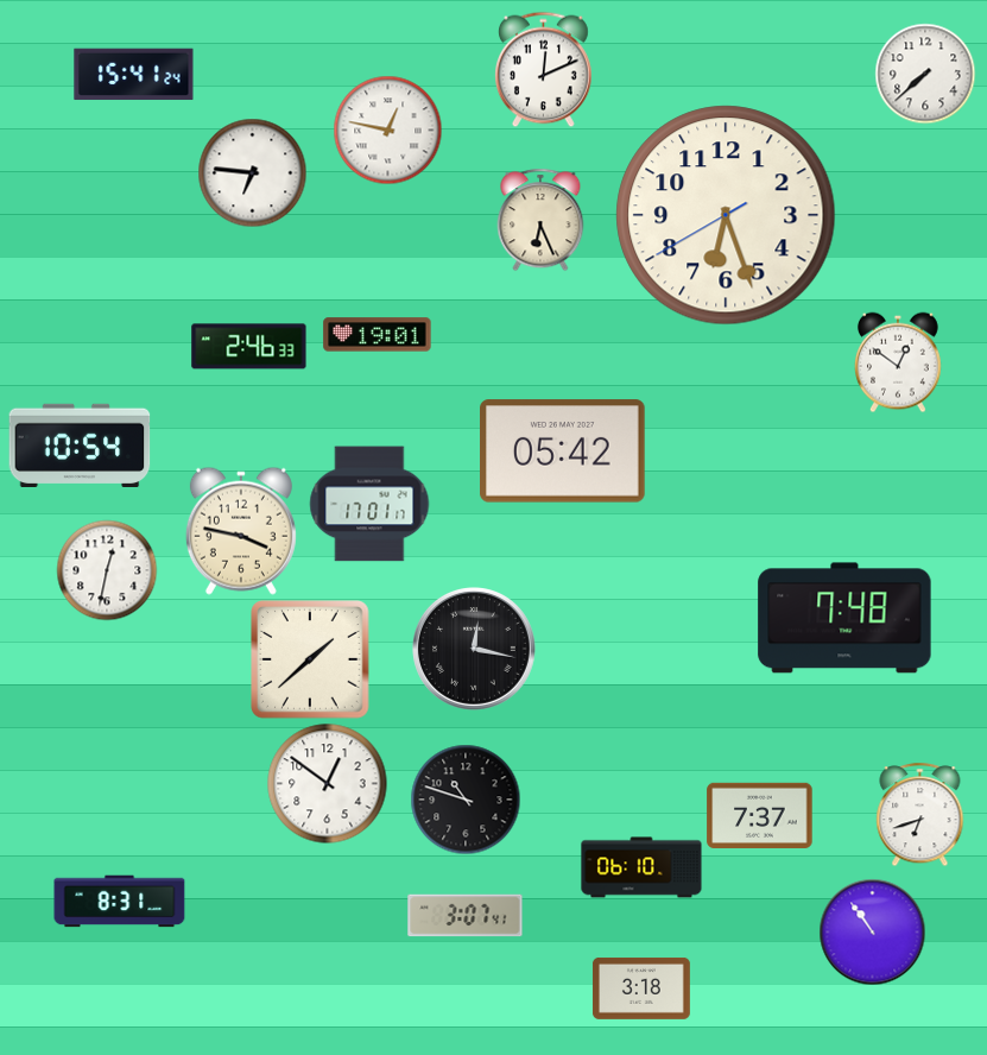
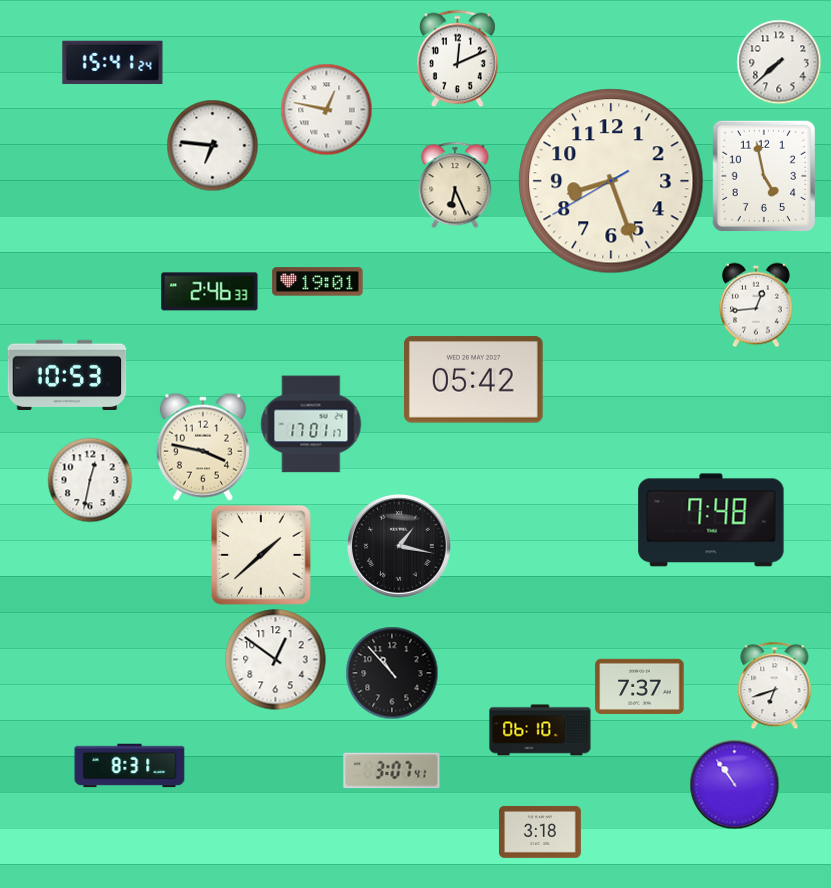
clock at (764, 175): none -> 4:58
clock at (726, 215): 6:26 -> 8:26
clock at (899, 362): 12:51 -> 12:44
clock at (80, 444): 10:54 -> 10:53
clock at (475, 650): 12:17 -> 1:17
clock at (466, 800): 10:48 -> 10:53
clock at (120, 902) position: (120, 902) -> (130, 766)
